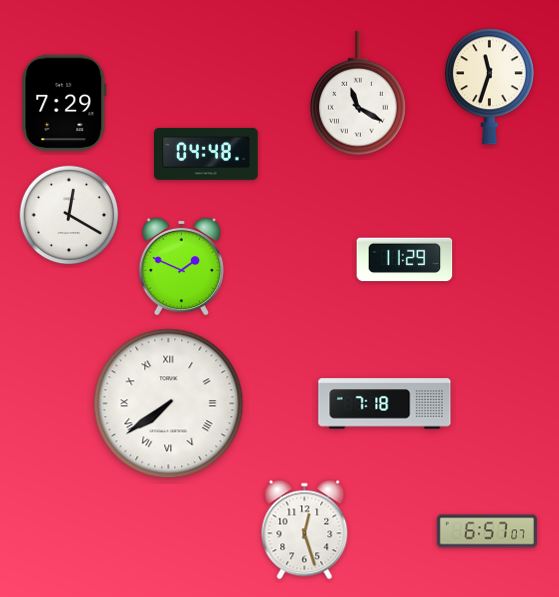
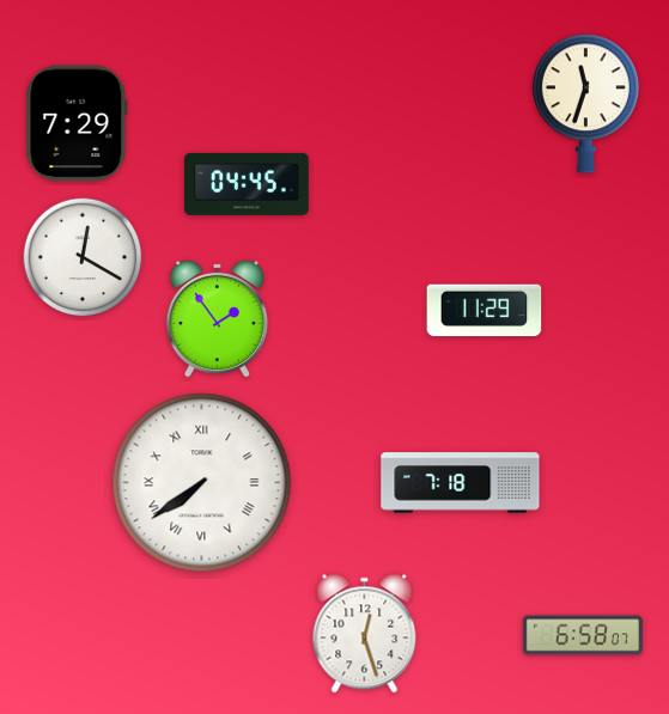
clock at (359, 93): 11:20 -> none
clock at (207, 154): 04:48 -> 04:45
clock at (182, 266): 1:49 -> 1:54
clock at (487, 531): 6:57 -> 6:58
